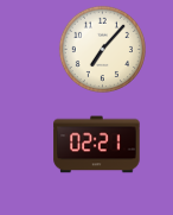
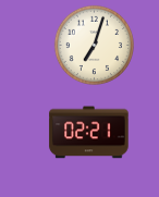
clock at (102, 49): 7:07 -> 7:03
